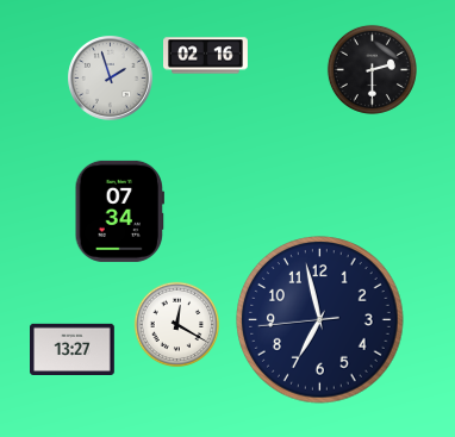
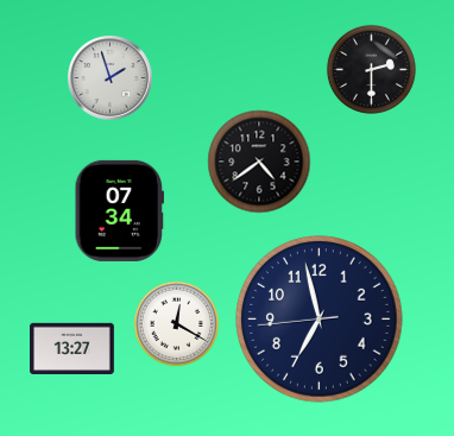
clock at (206, 56): 02:16 -> none
clock at (259, 162): none -> 4:39
